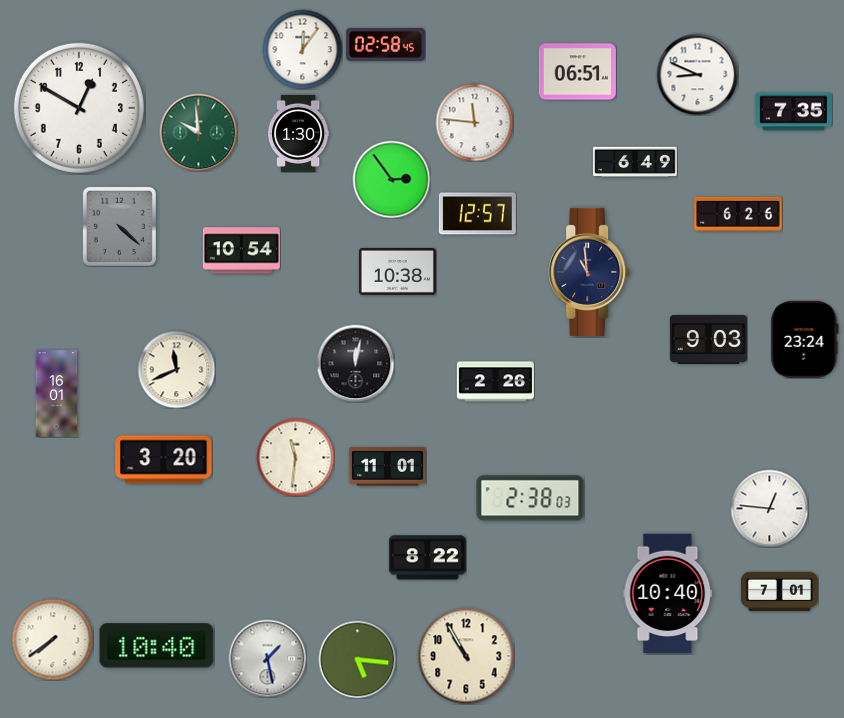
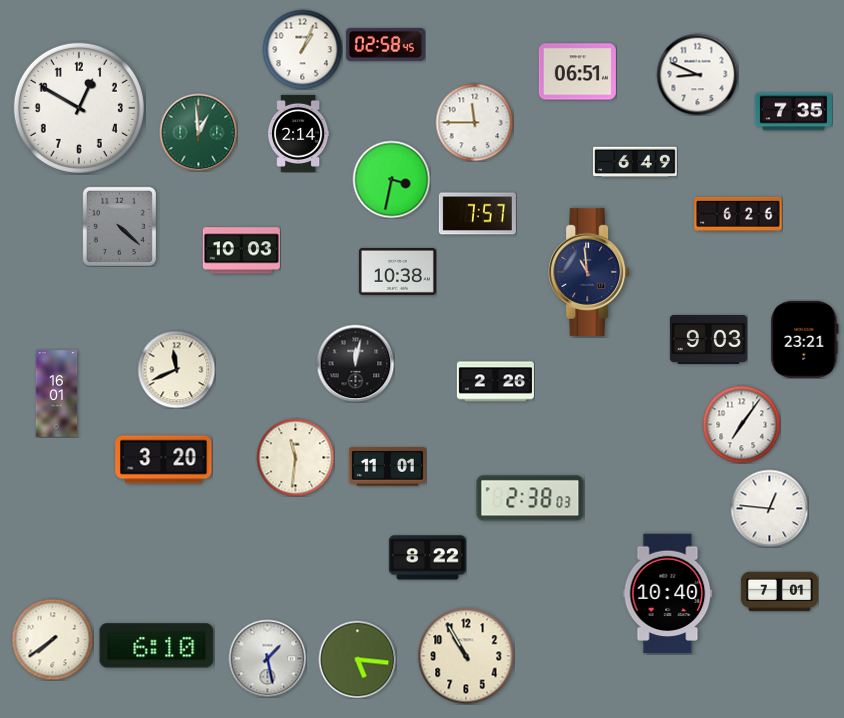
clock at (302, 49): 12:06 -> 1:04
clock at (474, 122): 11:46 -> 11:45
clock at (198, 132): 9:59 -> 12:59
clock at (298, 133): 1:30 -> 2:14
clock at (391, 179): 2:54 -> 3:32
clock at (477, 214): 12:57 -> 7:57
clock at (241, 251): 10:54 -> 10:03
clock at (805, 339): 23:24 -> 23:21
clock at (741, 424): none -> 7:06
clock at (157, 646): 10:40 -> 6:10
